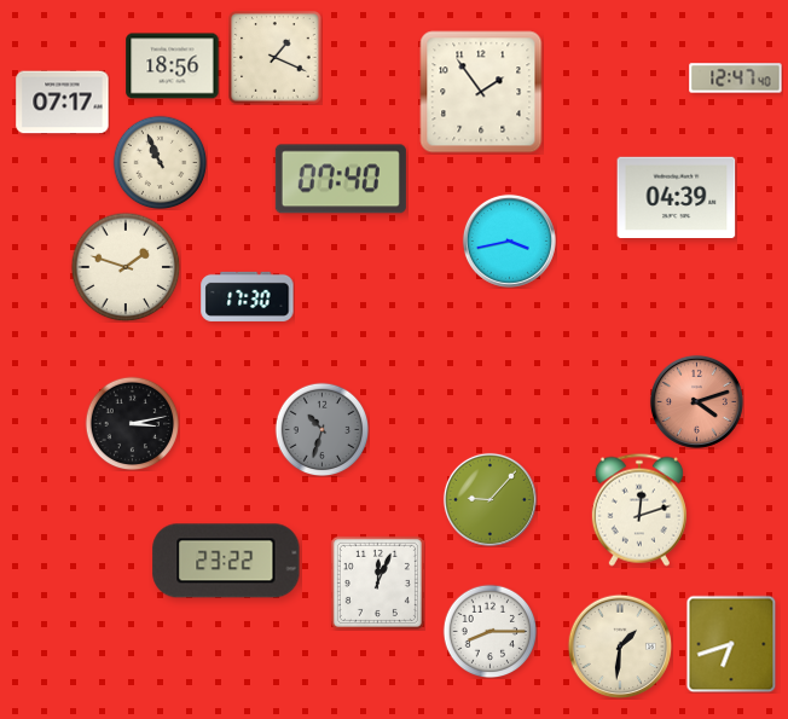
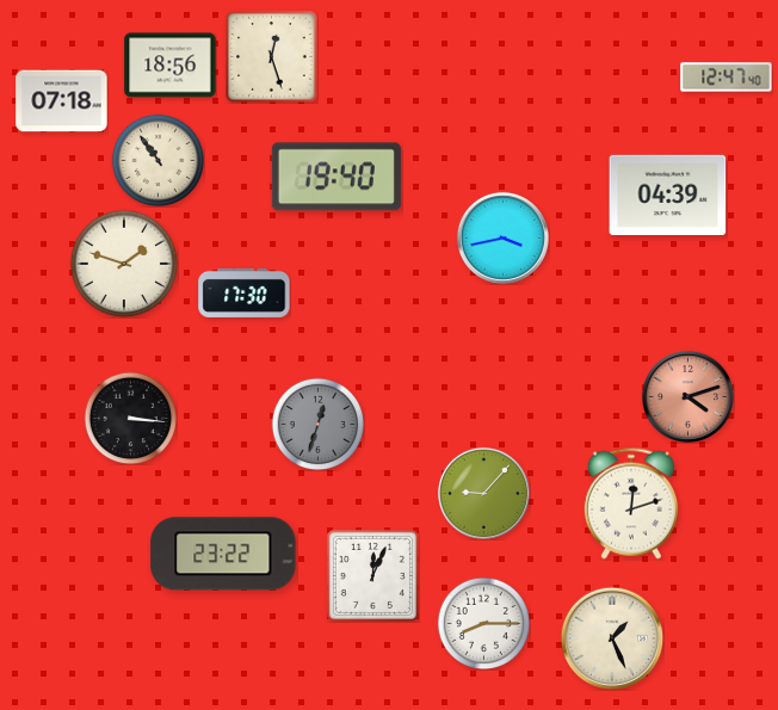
clock at (276, 58): 1:19 -> 12:27
clock at (481, 92): 1:54 -> none
clock at (63, 103): 07:17 -> 07:18
clock at (160, 162): 10:56 -> 10:54
clock at (341, 179): 07:40 -> 19:40
clock at (132, 423): 3:13 -> 3:16
clock at (321, 429): 10:33 -> 12:33
clock at (731, 644): 6:42 -> none
clock at (620, 646): 1:31 -> 1:26
